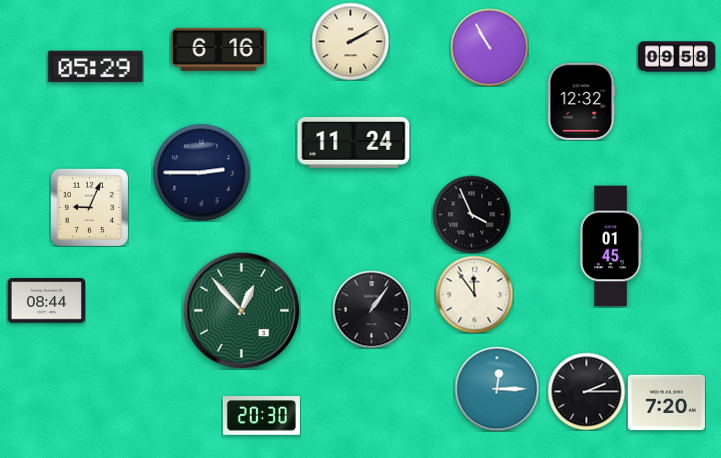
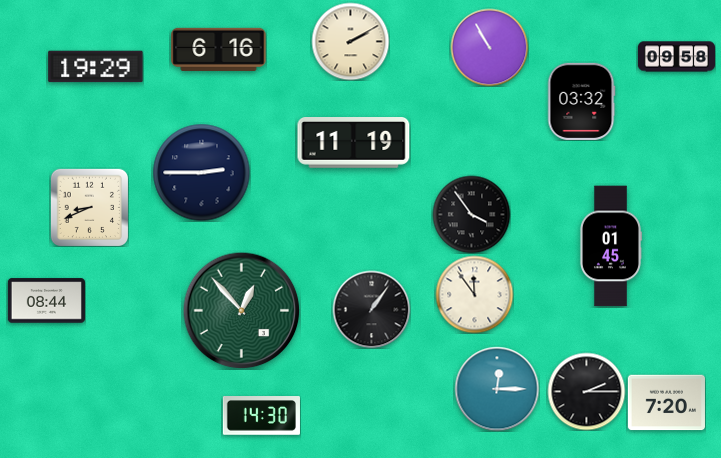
clock at (96, 67): 05:29 -> 19:29
clock at (581, 101): 12:32 -> 03:32
clock at (354, 143): 11:24 -> 11:19
clock at (89, 207): 9:04 -> 8:41
clock at (471, 214): 3:56 -> 3:54
clock at (261, 416): 20:30 -> 14:30
